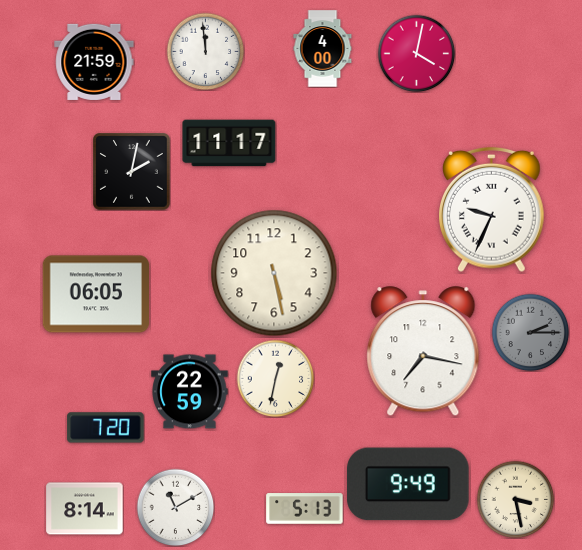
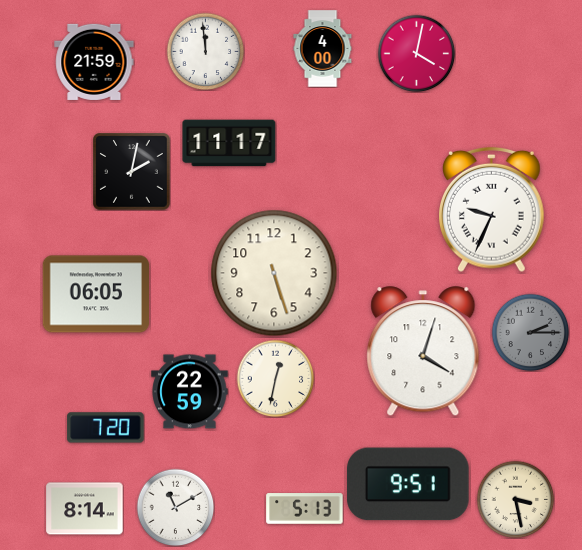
clock at (274, 273): 5:28 -> 5:27
clock at (423, 352): 7:17 -> 4:03
clock at (408, 484): 9:49 -> 9:51
